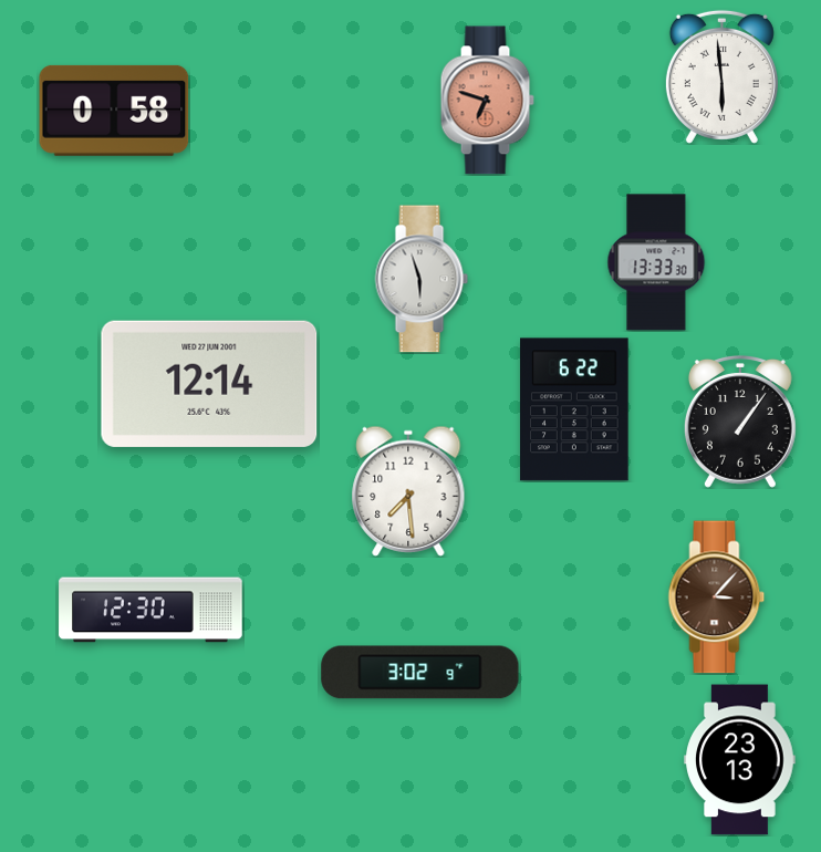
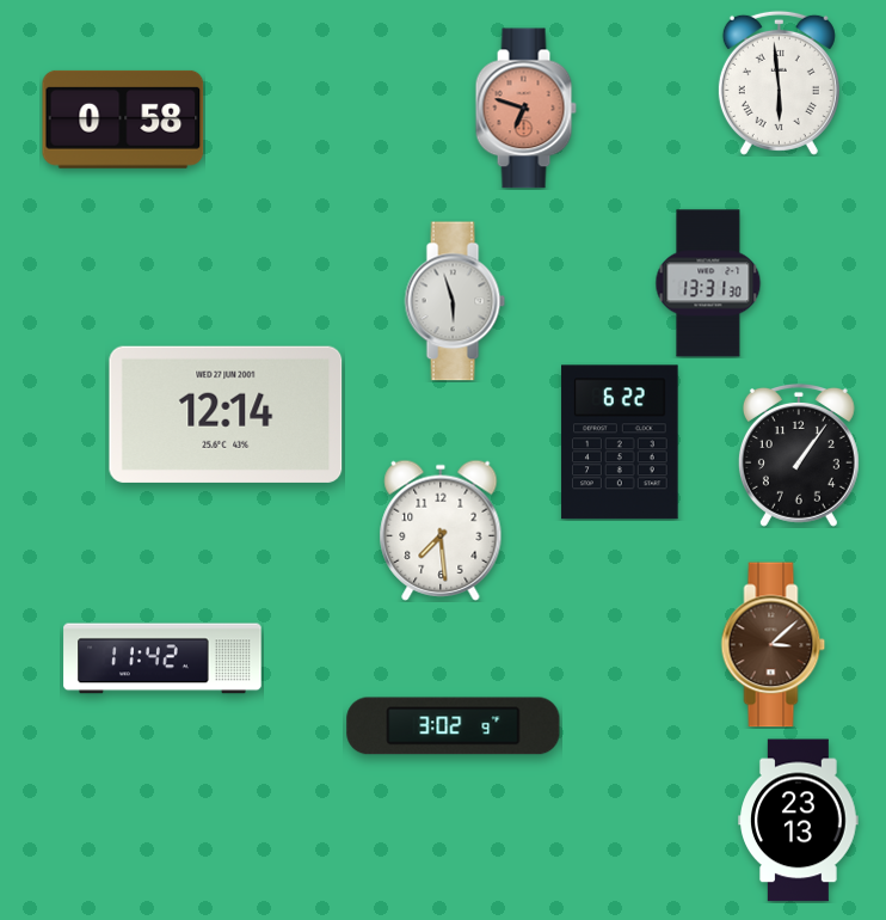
clock at (656, 262): 13:33 -> 13:31
clock at (717, 598): 3:07 -> 3:08
clock at (150, 610): 12:30 -> 11:42
